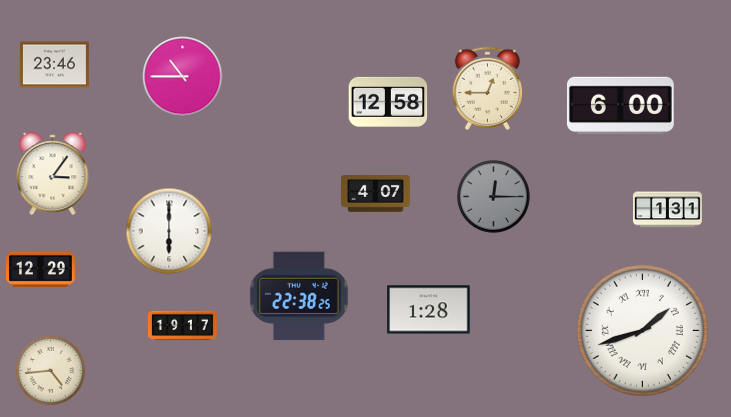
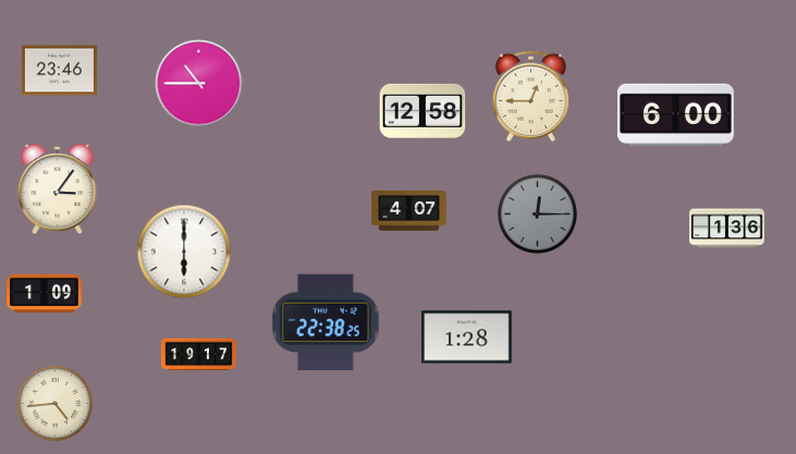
clock at (667, 210): 1:31 -> 1:36
clock at (40, 269): 12:29 -> 1:09
clock at (642, 330): 1:42 -> none
